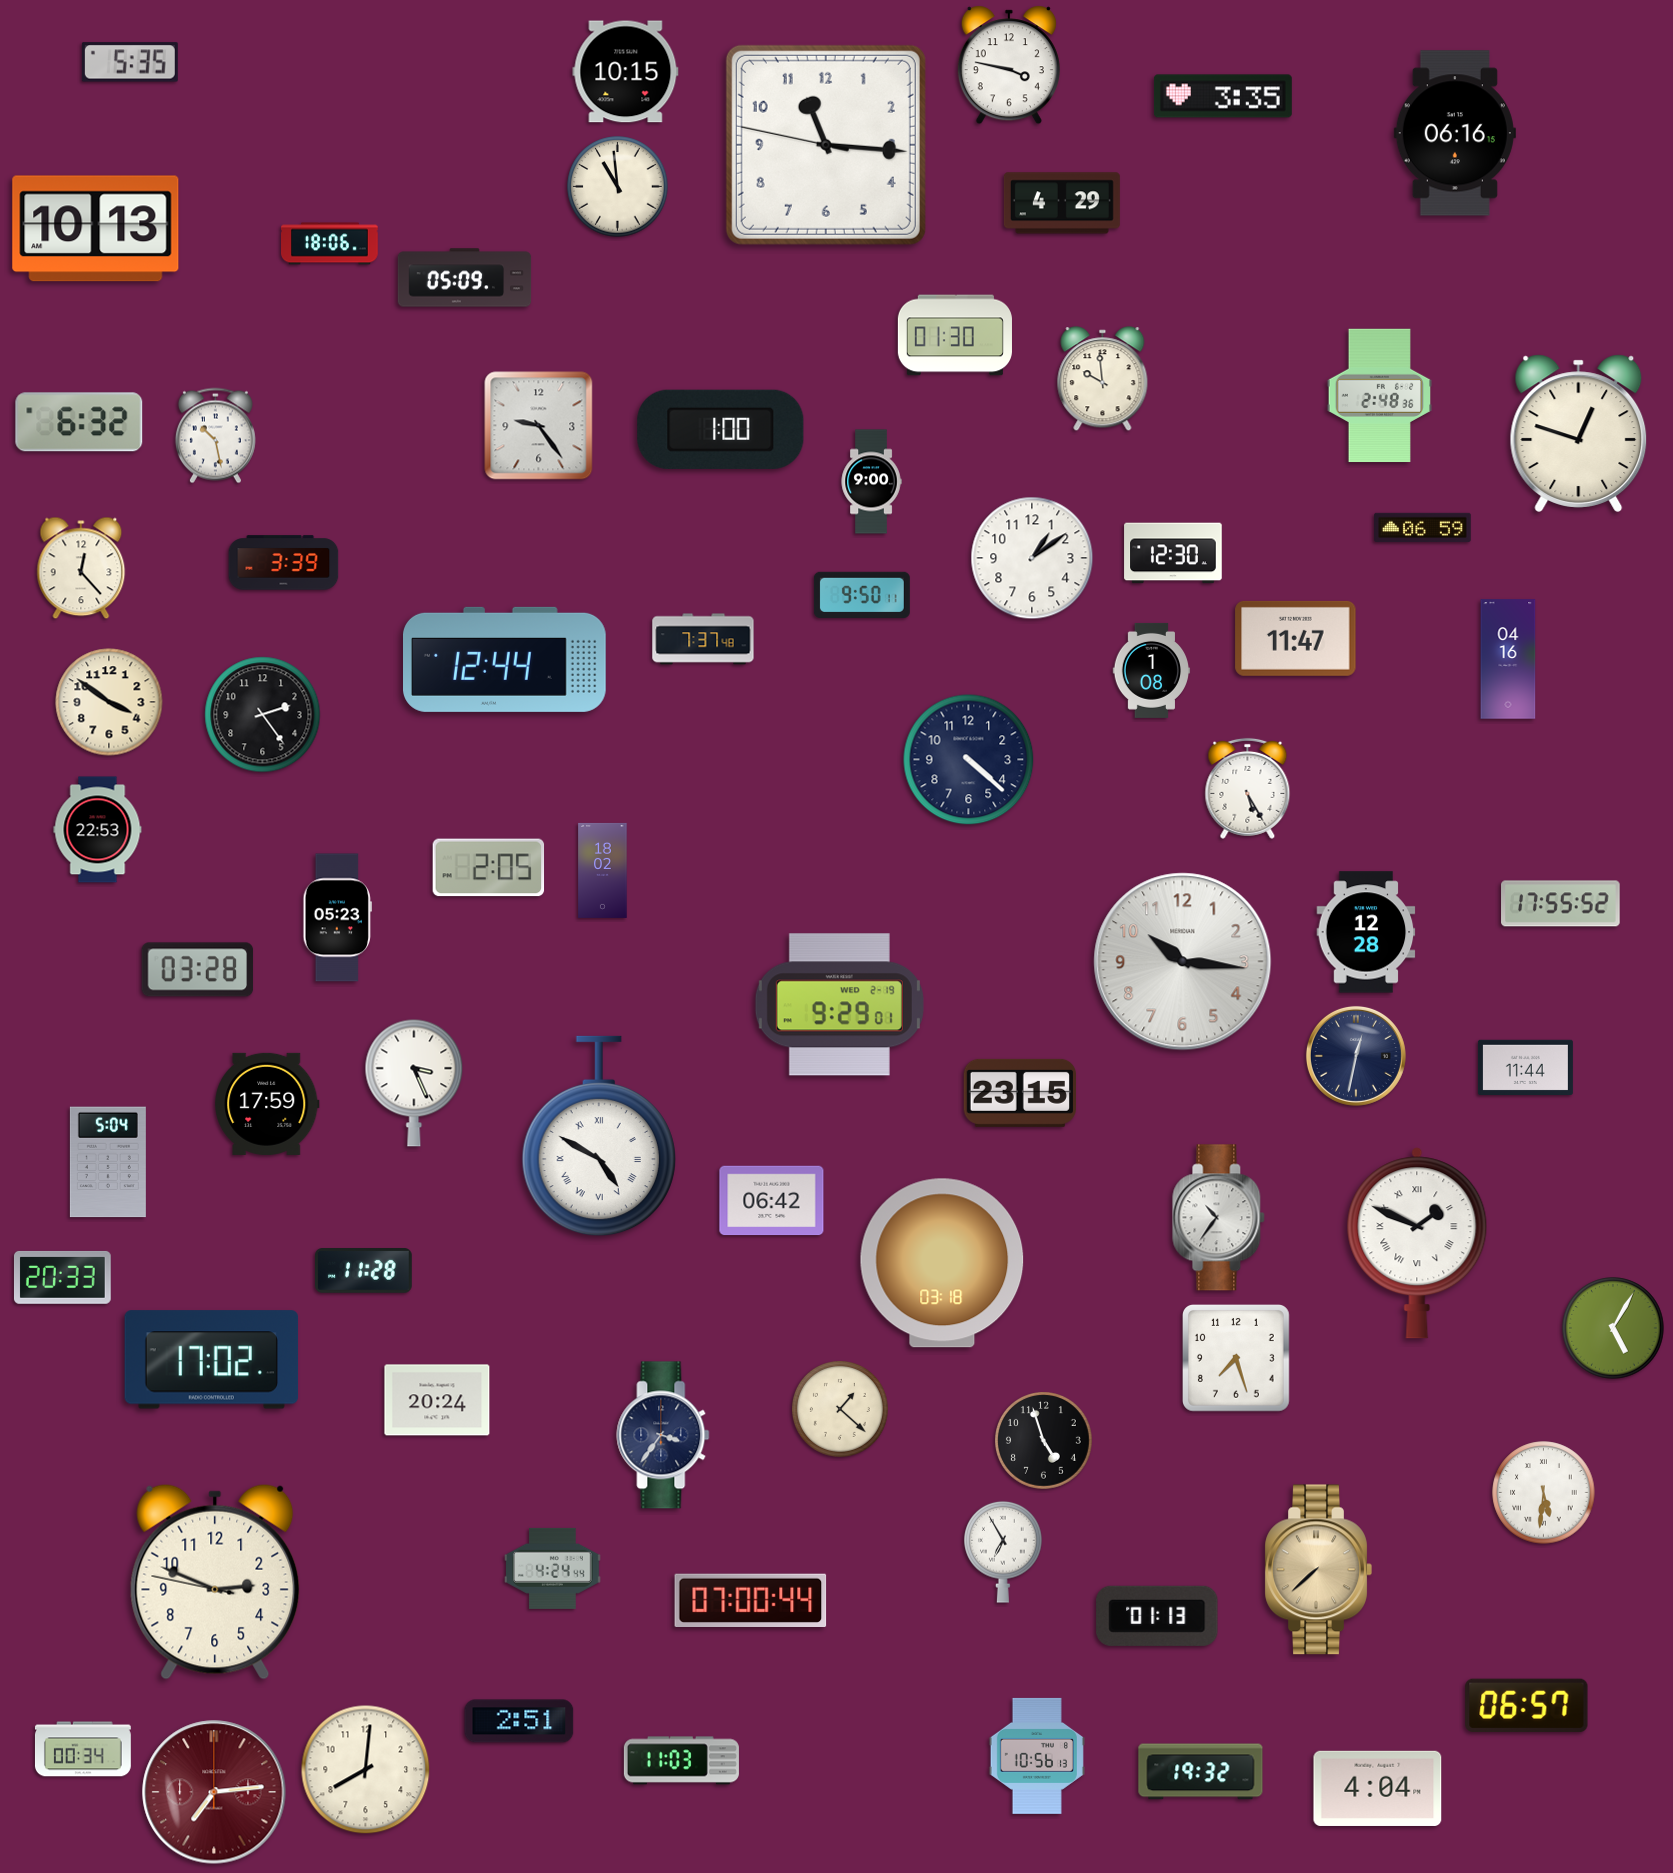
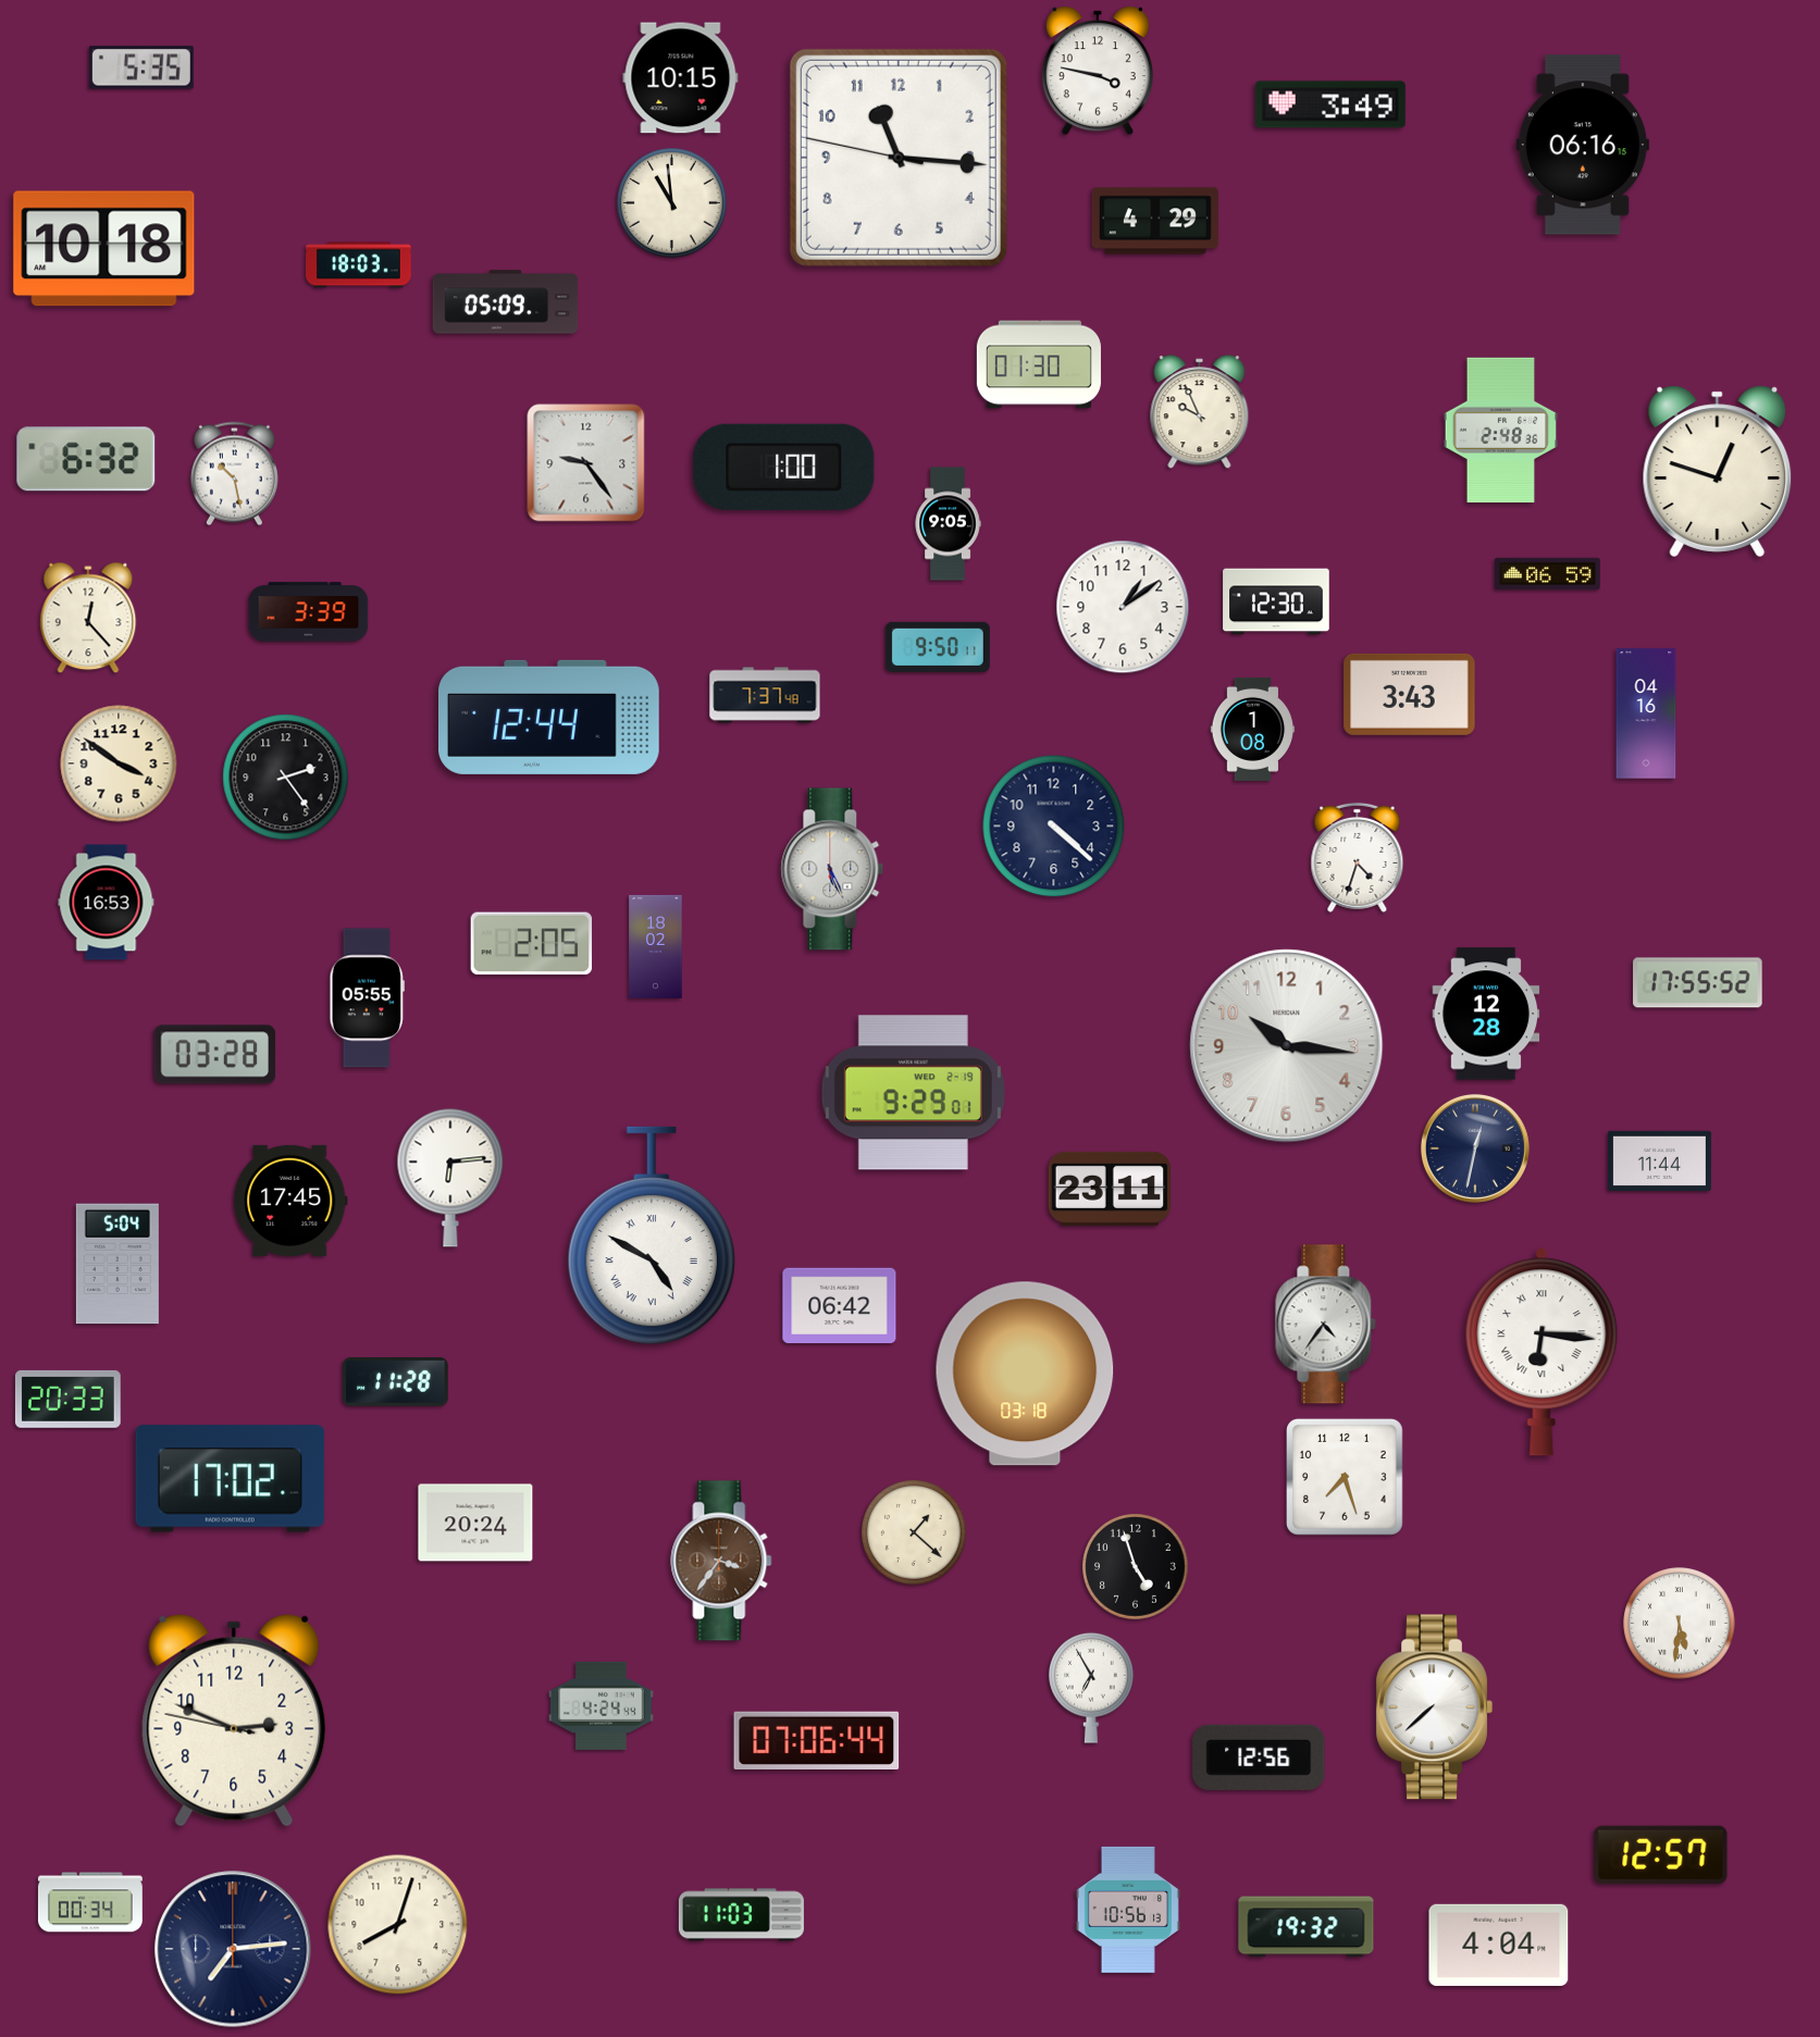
clock at (1223, 96): 3:35 -> 3:49
clock at (96, 229): 10:13 -> 10:18
clock at (330, 244): 18:06 -> 18:03
clock at (1103, 379): 9:59 -> 9:56
clock at (871, 482): 9:00 -> 9:05
clock at (1296, 638): 11:47 -> 3:43
clock at (1508, 659) position: (1508, 659) -> (1646, 713)
clock at (1248, 788): 5:25 -> 4:33
clock at (832, 869): none -> 5:26
clock at (98, 830): 22:53 -> 16:53
clock at (337, 918): 05:23 -> 05:55
clock at (414, 1083): 3:26 -> 6:14
clock at (1019, 1093): 23:15 -> 23:11
clock at (267, 1104): 17:59 -> 17:45
clock at (1219, 1218): 10:36 -> 4:36
clock at (1417, 1243): 1:49 -> 6:16
clock at (62, 1277) position: (62, 1277) -> (67, 1399)
clock at (1613, 1328): 5:05 -> none
clock at (663, 1435) dial: navy -> brown
clock at (1318, 1570) dial: champagne -> white
clock at (751, 1600): 07:00 -> 07:06
clock at (1157, 1616): 01:13 -> 12:56
clock at (1527, 1706): 06:57 -> 12:57
clock at (519, 1721): 2:51 -> none
clock at (366, 1770): 8:01 -> 8:03
clock at (214, 1792) dial: burgundy -> navy
